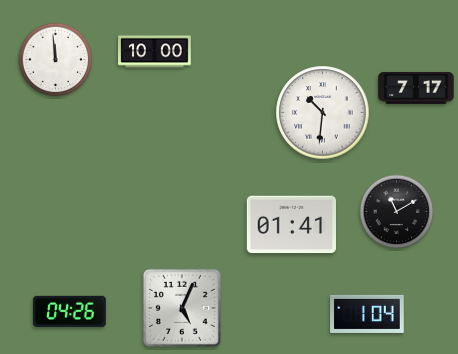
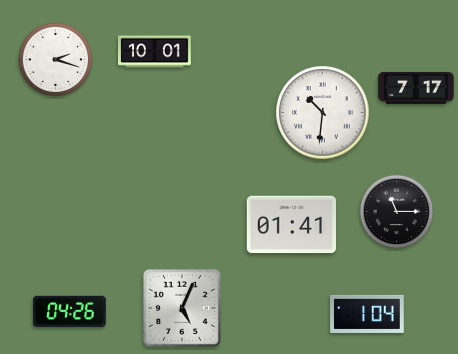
clock at (155, 52): 10:00 -> 10:01
clock at (56, 60): 11:59 -> 2:18
clock at (397, 212): 11:10 -> 11:15
